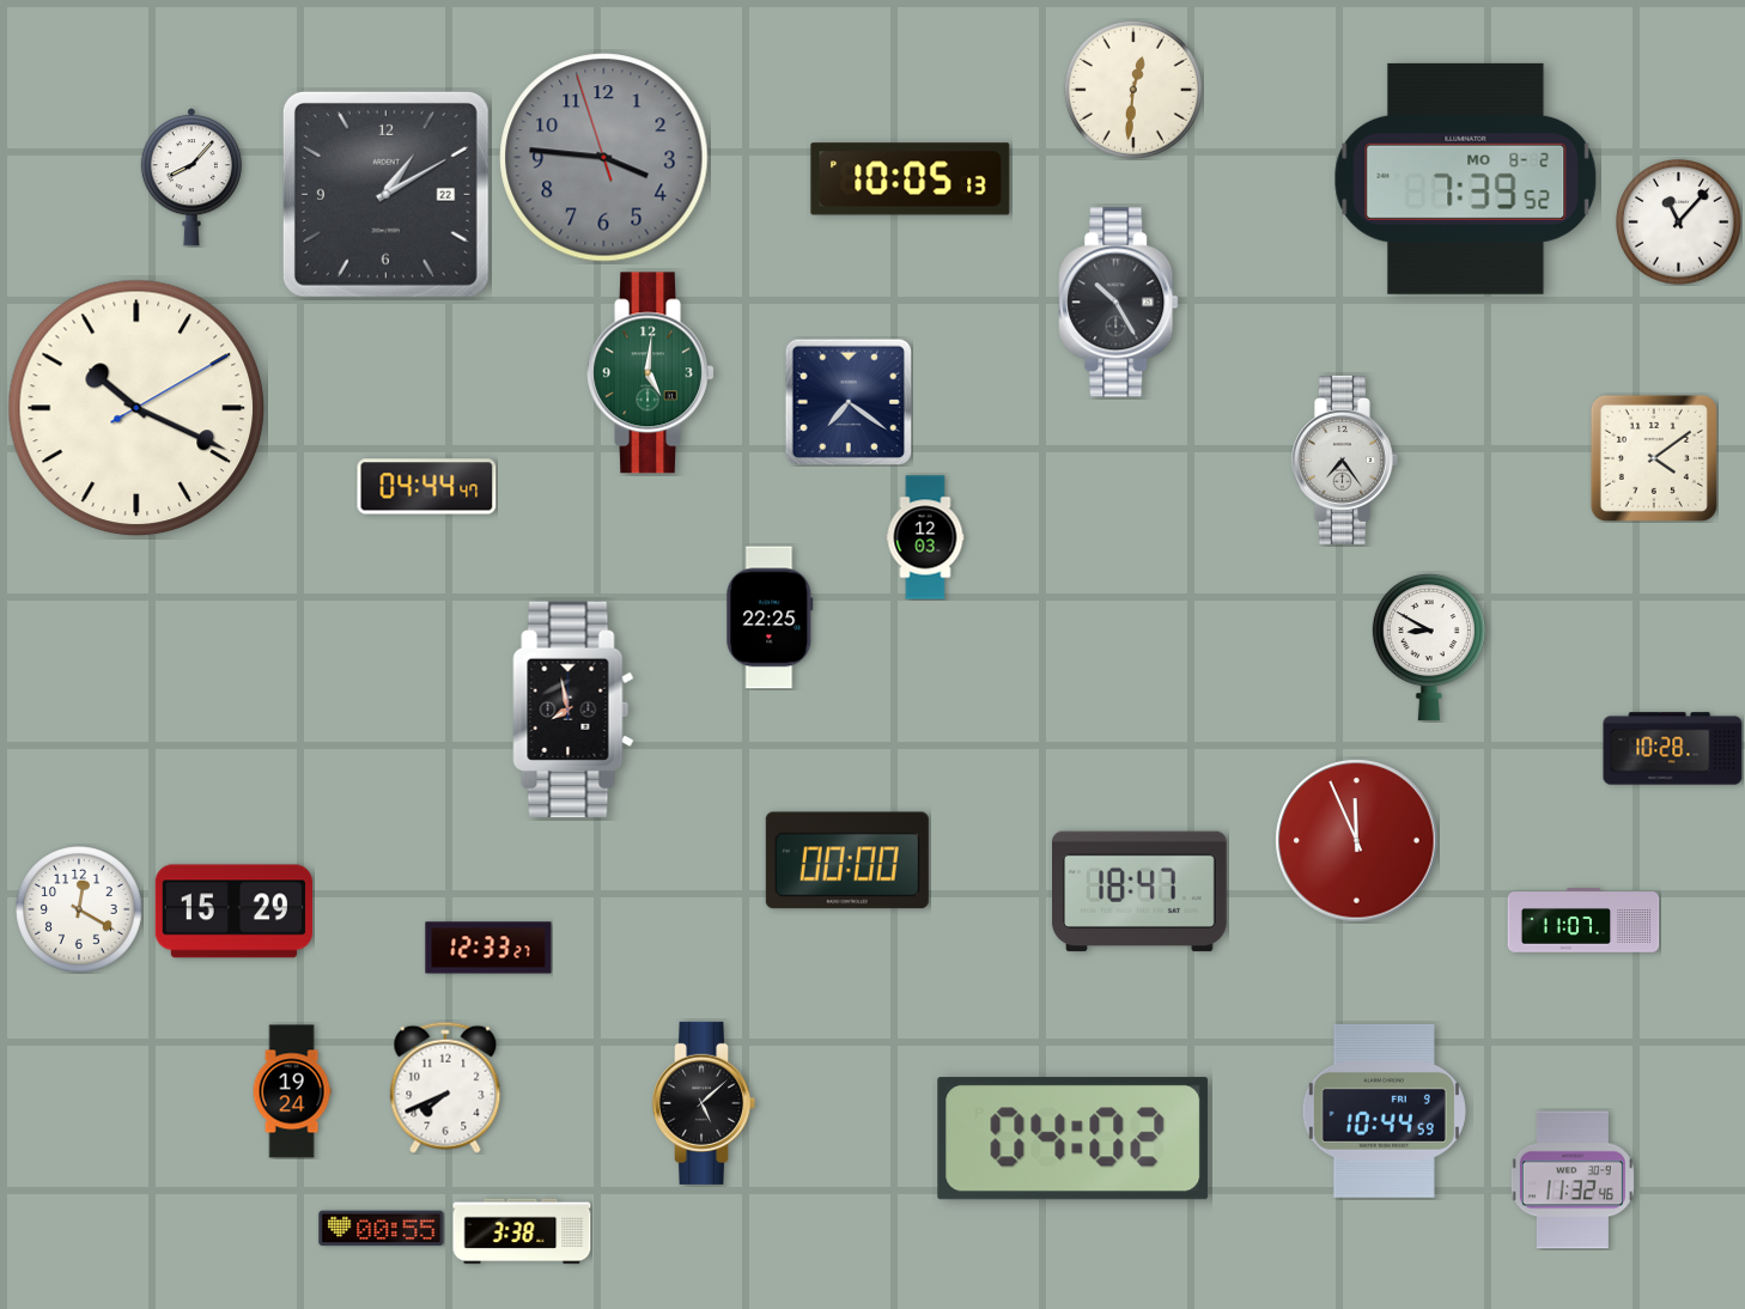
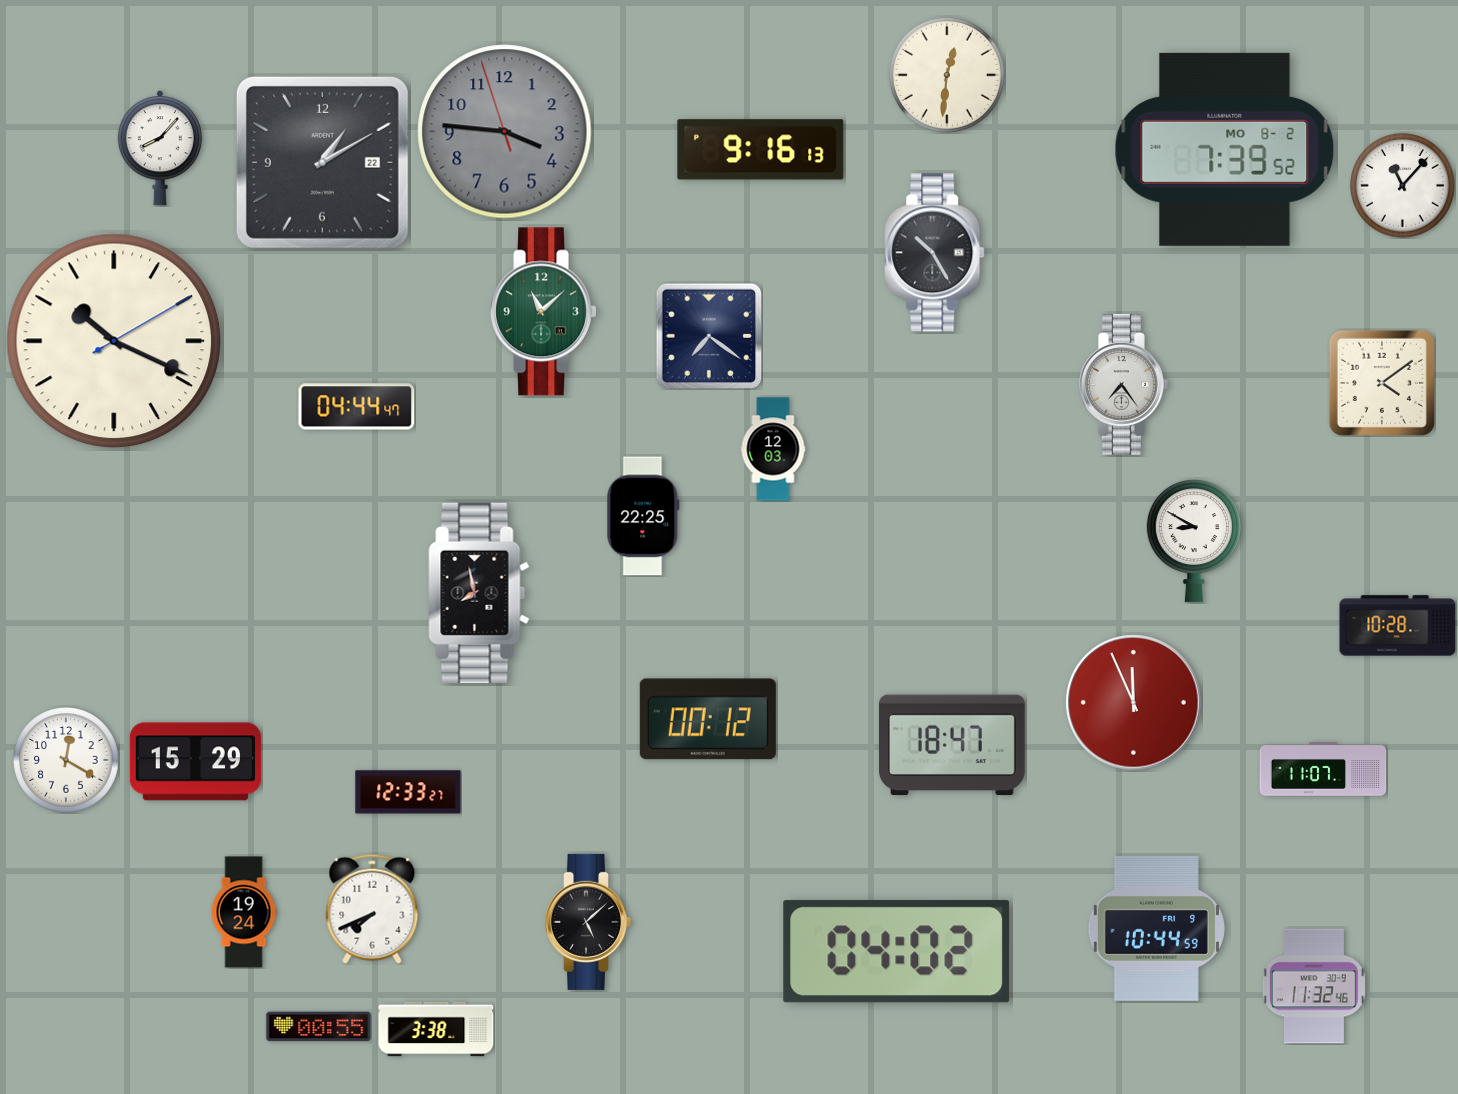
clock at (911, 179): 10:05 -> 9:16
clock at (650, 373): 5:01 -> 11:08
clock at (847, 860): 00:00 -> 00:12
